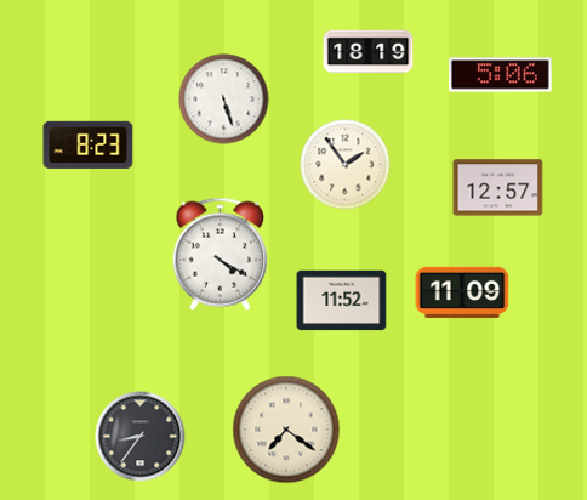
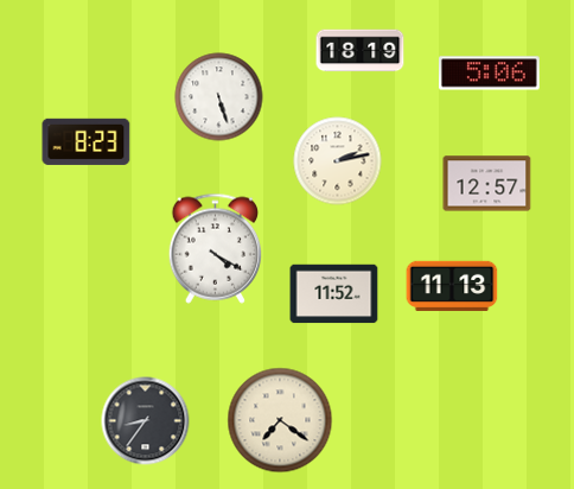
clock at (346, 165): 1:54 -> 2:13
clock at (462, 292): 11:09 -> 11:13
clock at (141, 437) position: (141, 437) -> (146, 421)
